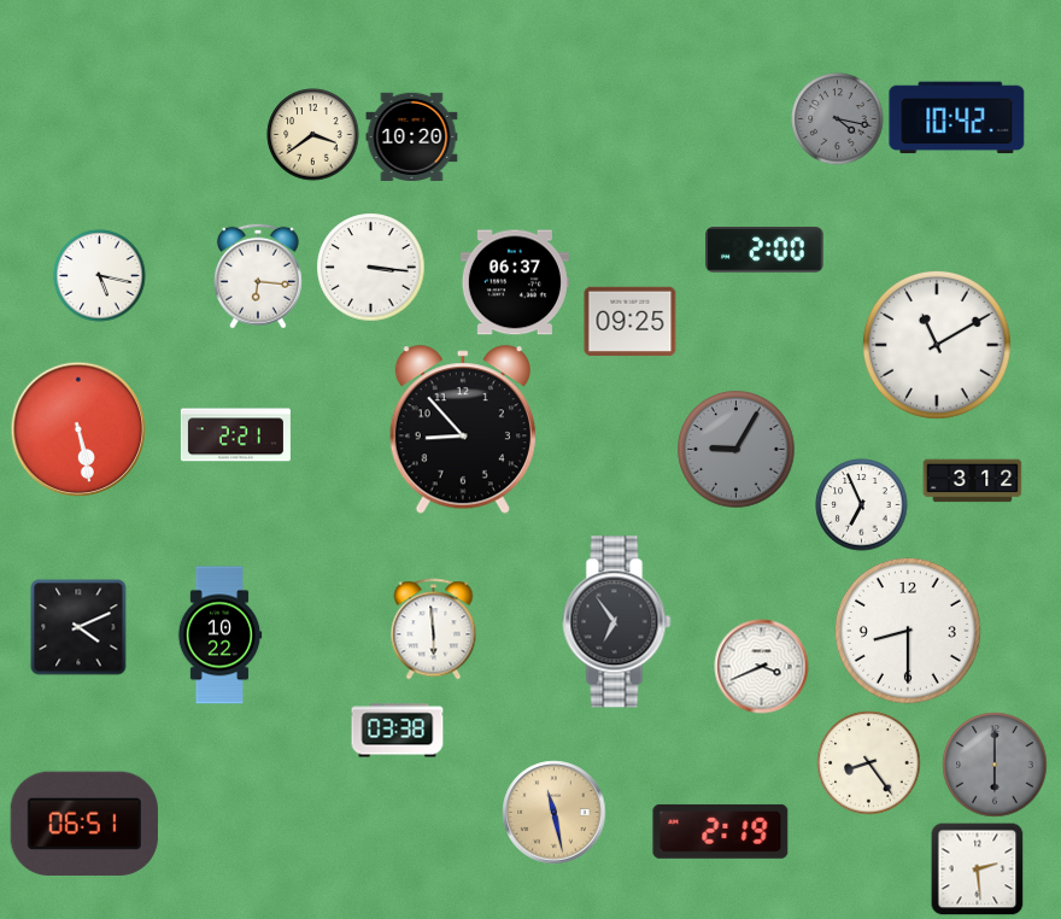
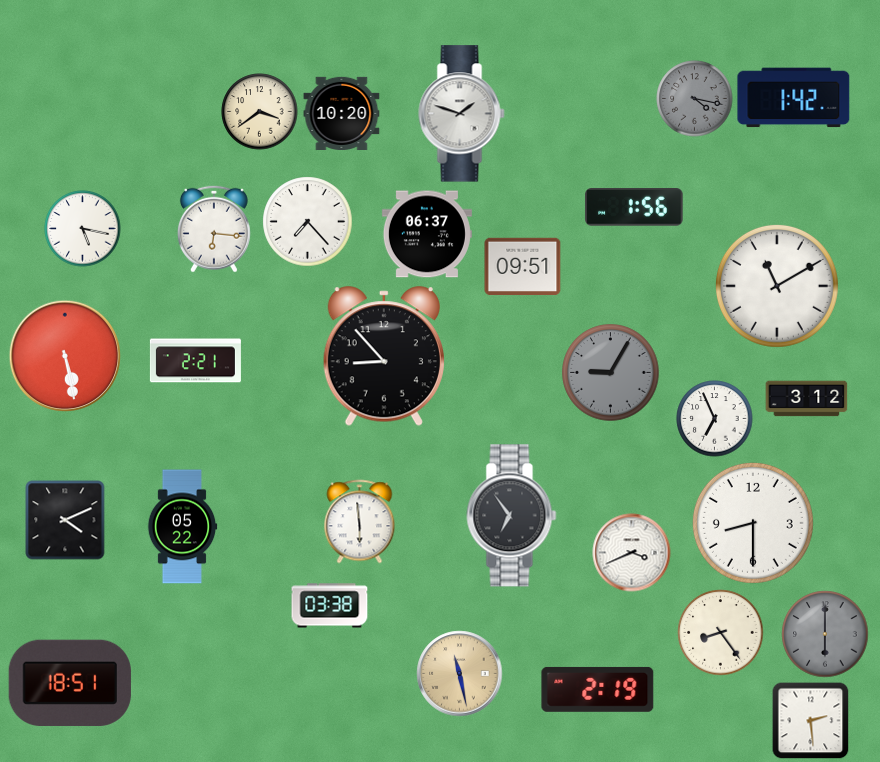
clock at (957, 118): 10:42 -> 1:42
clock at (462, 114): none -> 1:48
clock at (764, 250): 2:00 -> 1:56
clock at (371, 268): 3:16 -> 7:23
clock at (631, 322): 09:25 -> 09:51
clock at (219, 636): 10:22 -> 05:22
clock at (84, 824): 06:51 -> 18:51
